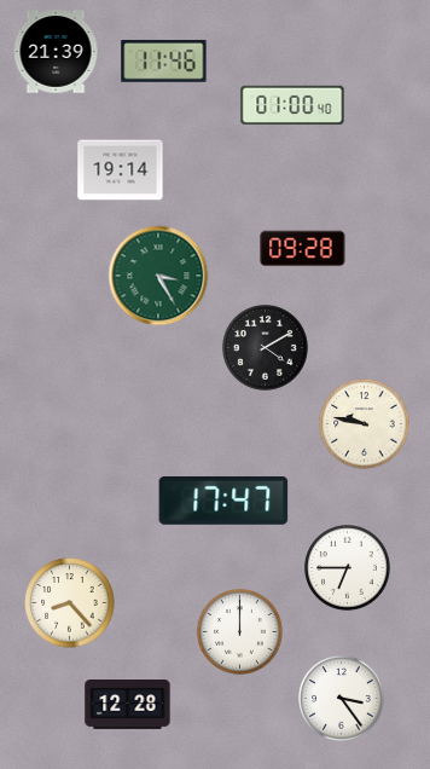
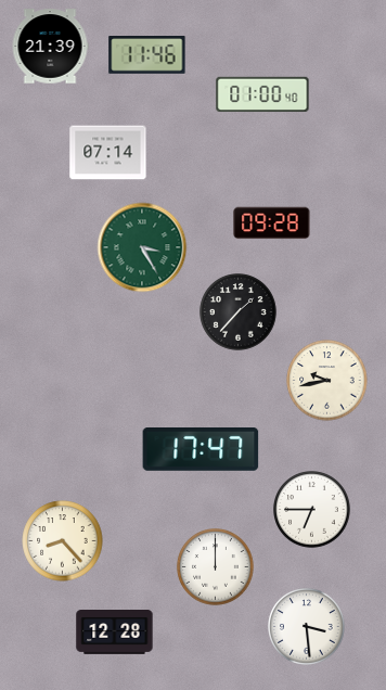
clock at (121, 170): 19:14 -> 07:14
clock at (266, 348): 4:10 -> 1:37
clock at (365, 424): 9:47 -> 9:43
clock at (342, 699): 3:24 -> 3:29
